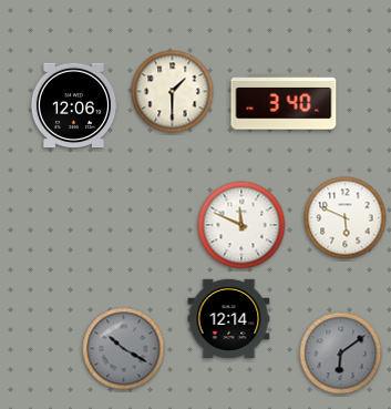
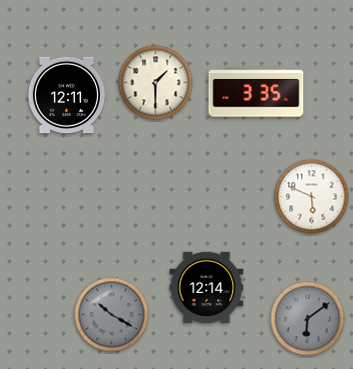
clock at (284, 102): 3:40 -> 3:35
clock at (74, 105): 12:06 -> 12:11
clock at (241, 225): 11:49 -> none
